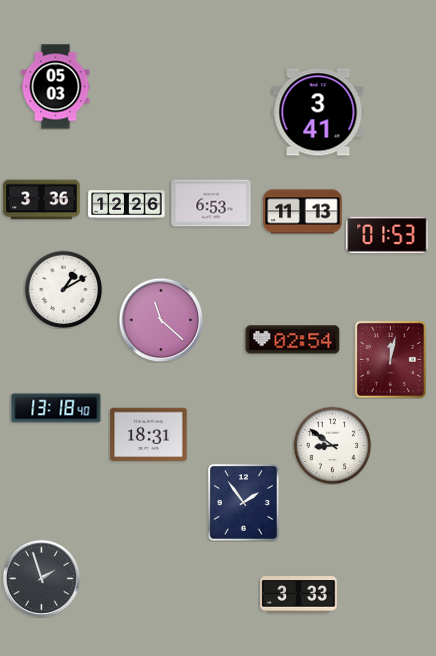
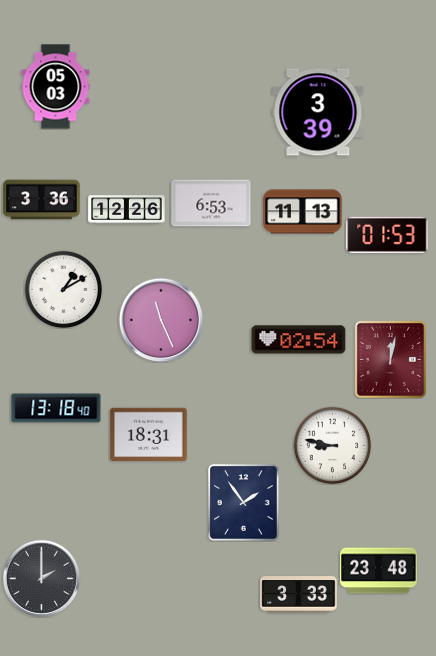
clock at (318, 112): 3:41 -> 3:39
clock at (127, 205) position: (127, 205) -> (127, 210)
clock at (161, 320): 11:22 -> 11:26
clock at (293, 340) position: (293, 340) -> (299, 340)
clock at (332, 445): 8:51 -> 8:47
clock at (379, 571): none -> 23:48
clock at (41, 578): 1:57 -> 2:00
